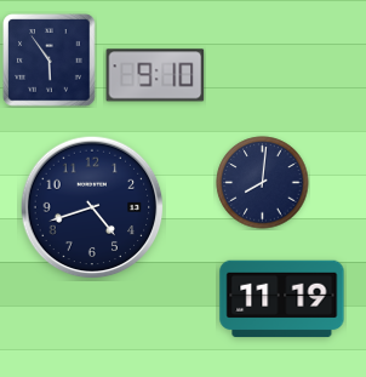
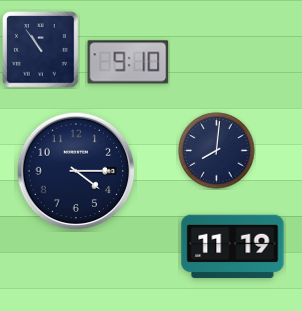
clock at (50, 61): 5:54 -> 10:54
clock at (92, 207): 4:42 -> 4:15
